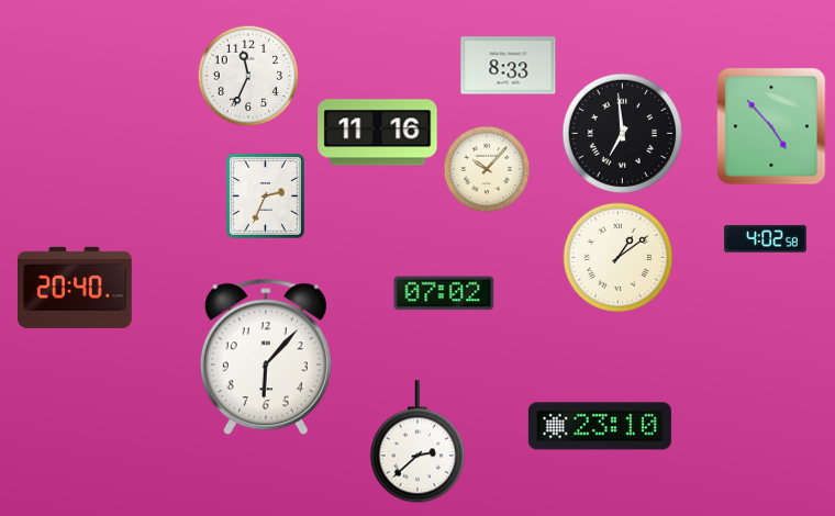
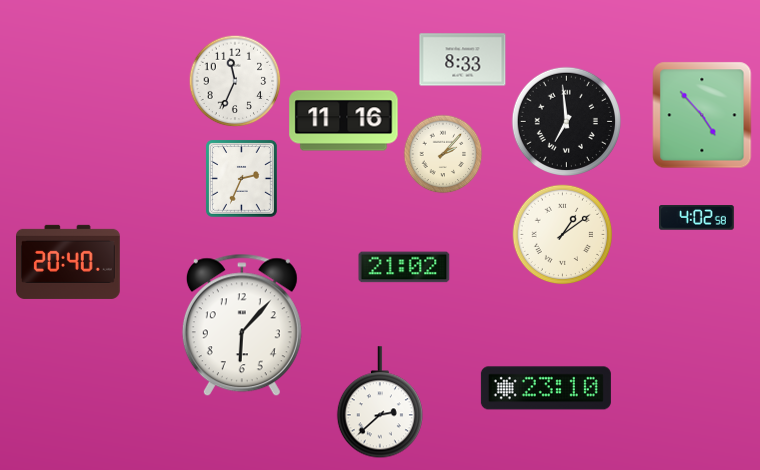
clock at (248, 76) position: (248, 76) -> (235, 81)
clock at (487, 169): 10:07 -> 2:07
clock at (444, 293): 07:02 -> 21:02
